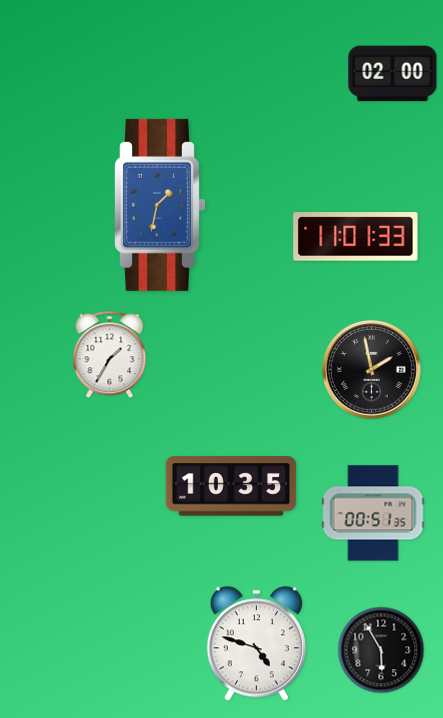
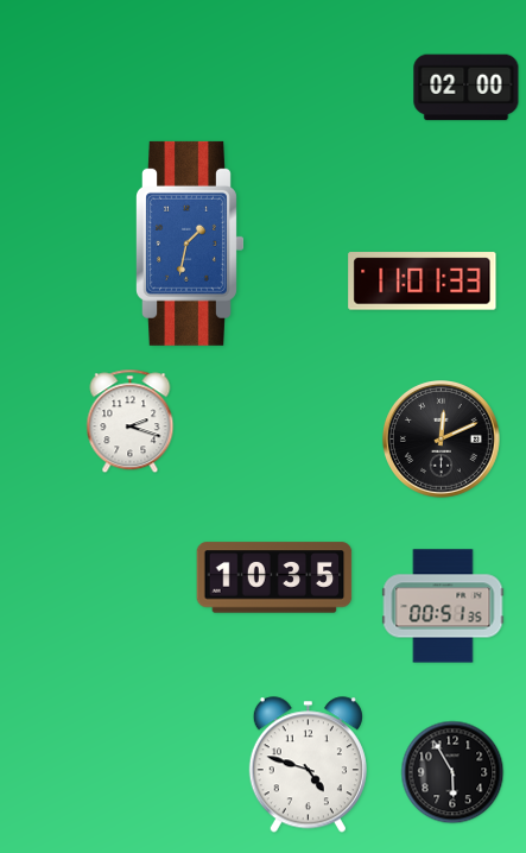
clock at (110, 355): 1:35 -> 2:18
clock at (372, 370): 1:58 -> 12:11
clock at (373, 513) position: (373, 513) -> (443, 606)
clock at (256, 644) position: (256, 644) -> (308, 765)
